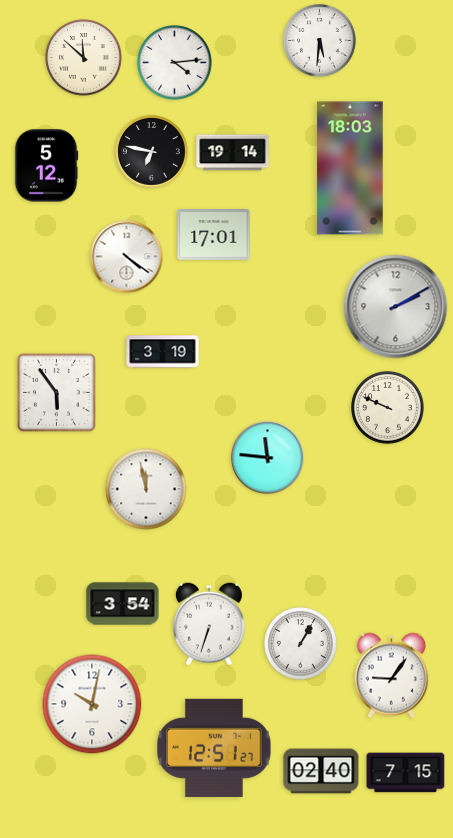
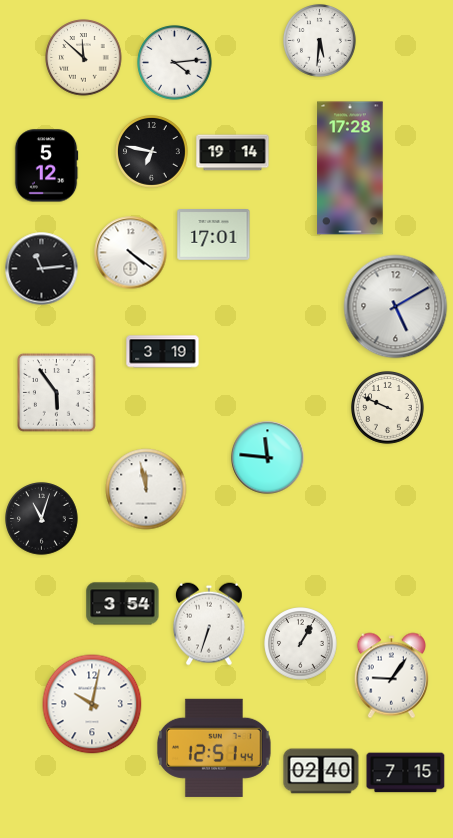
clock at (350, 168): 18:03 -> 17:28
clock at (127, 257) position: (127, 257) -> (131, 253)
clock at (42, 269): none -> 11:14
clock at (396, 307): 2:10 -> 5:10
clock at (42, 519): none -> 11:03
clock at (214, 748): 12:51:27 -> 12:51:44
